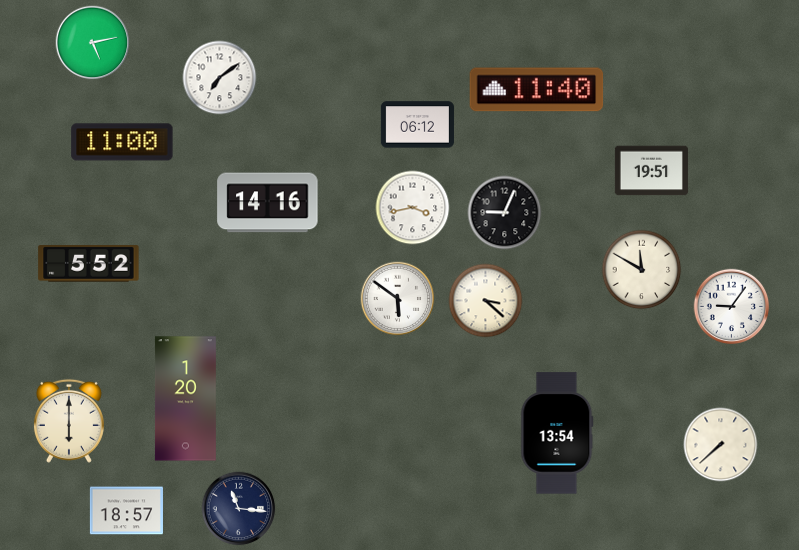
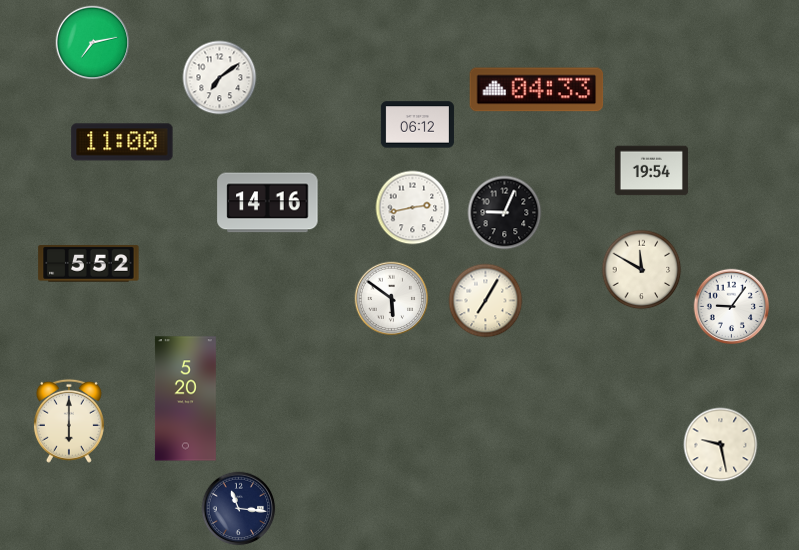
clock at (93, 43): 5:13 -> 7:13
clock at (537, 90): 11:40 -> 04:33
clock at (651, 171): 19:51 -> 19:54
clock at (413, 208): 3:43 -> 2:43
clock at (398, 299) position: (398, 299) -> (392, 299)
clock at (486, 301): 3:22 -> 7:05
clock at (185, 399): 1:20 -> 5:20
clock at (557, 433): 13:54 -> none
clock at (721, 445): 7:38 -> 9:28
clock at (126, 511): 18:57 -> none
